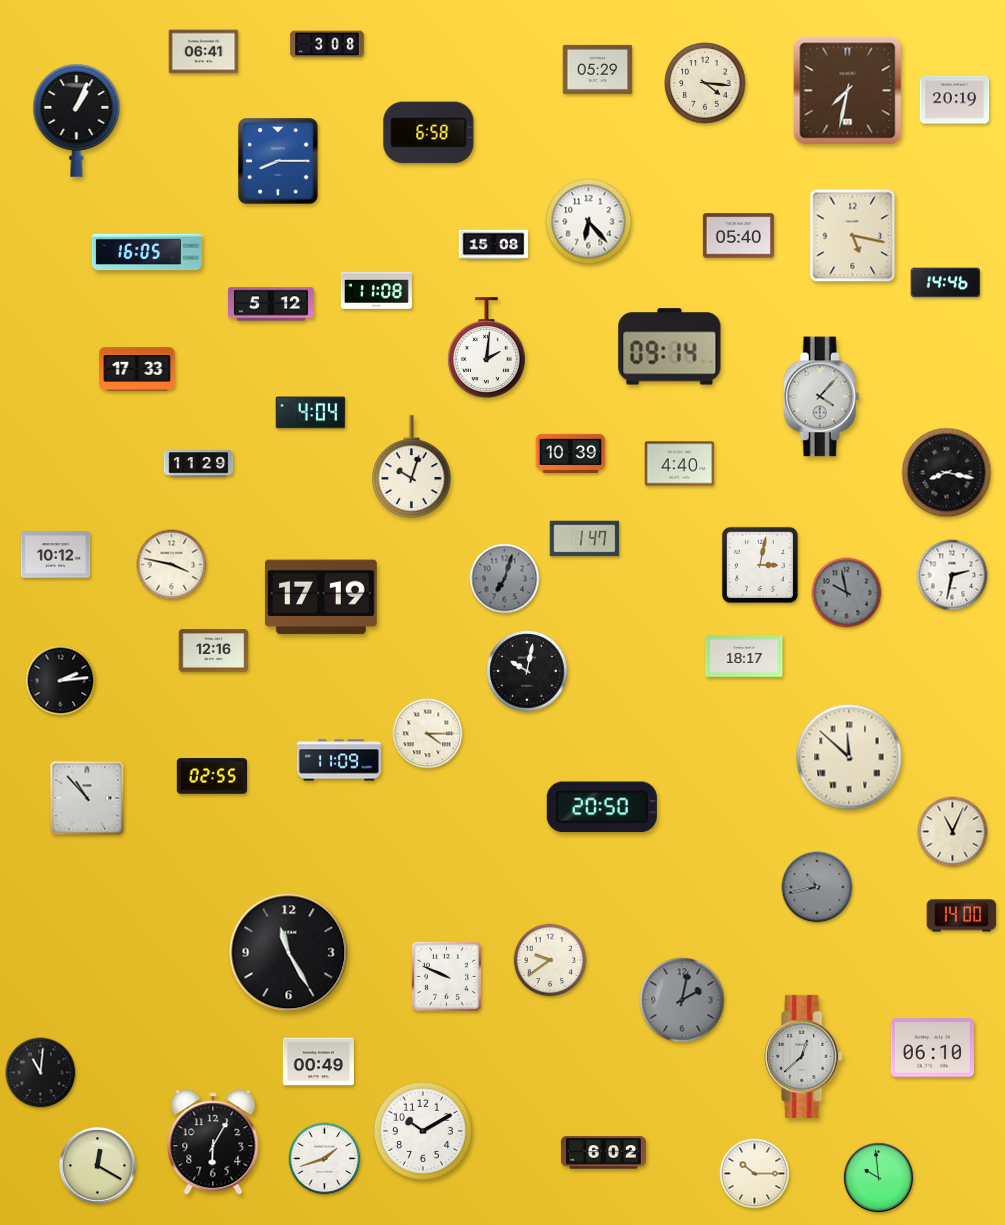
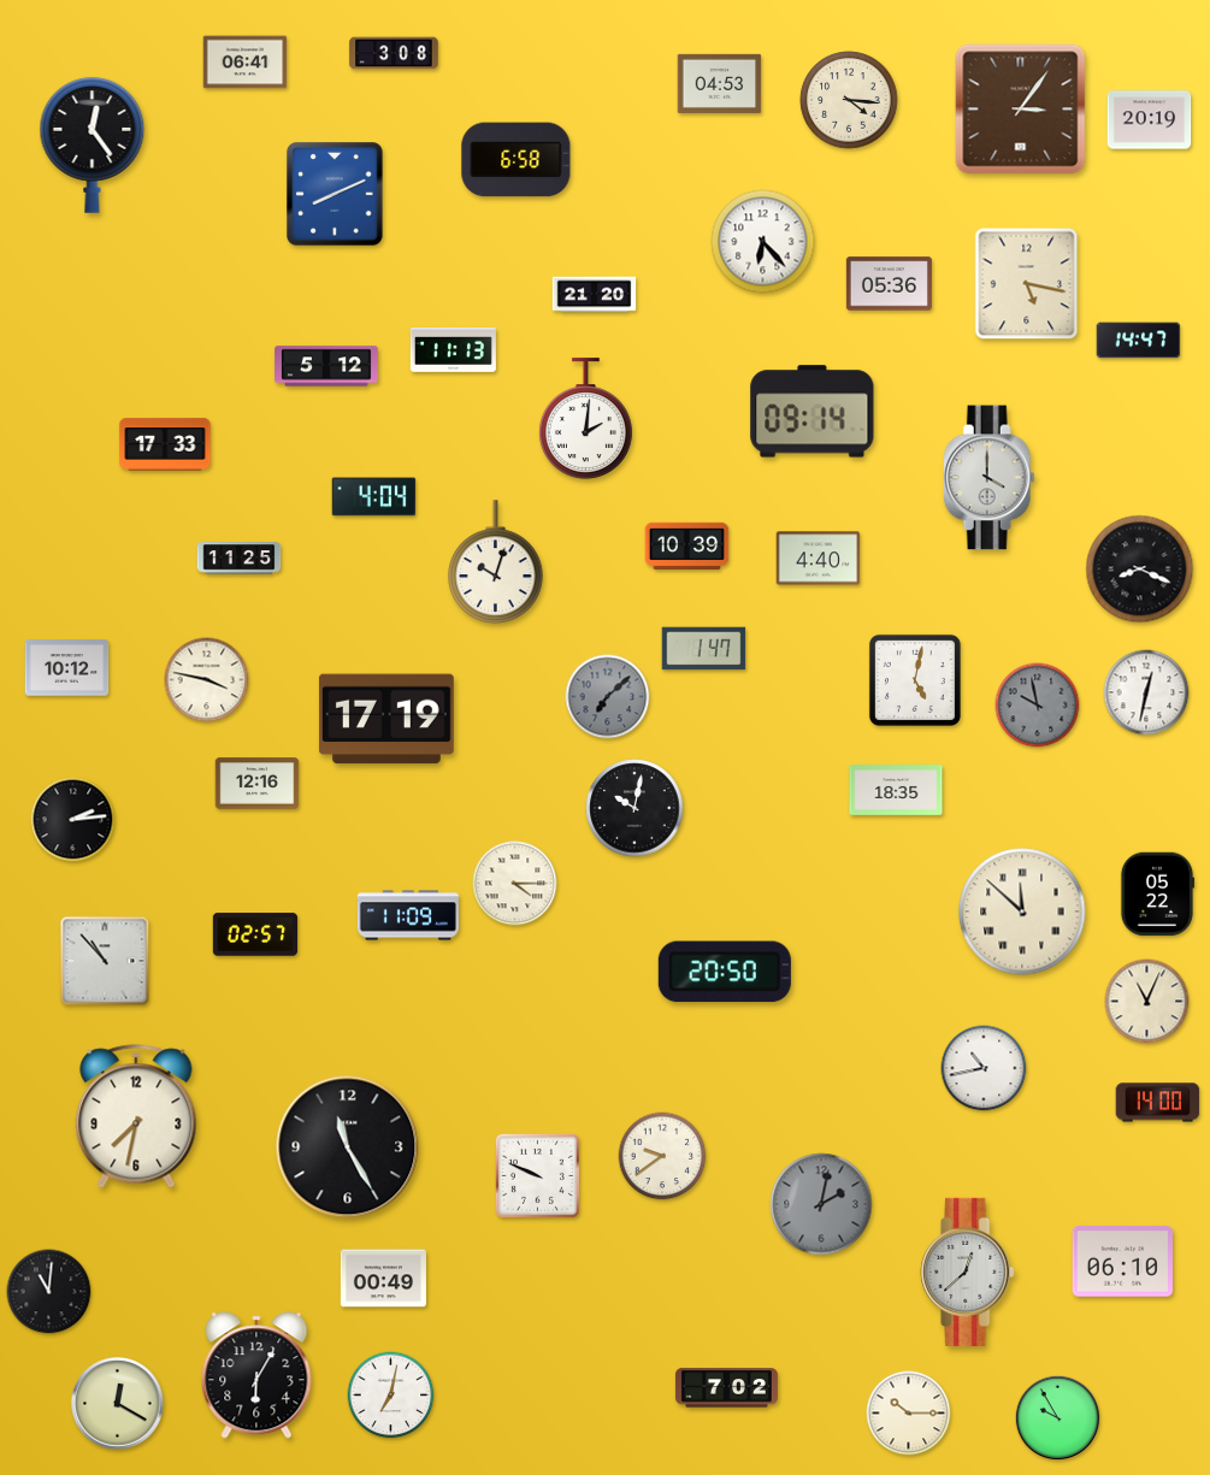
clock at (598, 69): 05:29 -> 04:53
clock at (848, 91): 7:32 -> 3:06
clock at (77, 121): 1:04 -> 12:24
clock at (278, 161): 8:15 -> 8:11
clock at (589, 222) position: (589, 222) -> (763, 242)
clock at (738, 236): 05:40 -> 05:36
clock at (494, 245): 15:08 -> 21:20
clock at (147, 252): 16:05 -> none
clock at (946, 283): 14:46 -> 14:47
clock at (376, 291): 11:08 -> 11:13
clock at (670, 347) position: (670, 347) -> (813, 412)
clock at (821, 397): 4:07 -> 4:00
clock at (199, 464): 11:29 -> 11:25
clock at (947, 473): 8:17 -> 8:19
clock at (760, 565): 3:02 -> 5:02
clock at (952, 575): 2:32 -> 12:32
clock at (505, 579): 7:03 -> 7:08
clock at (847, 593) position: (847, 593) -> (1038, 706)
clock at (744, 657): 18:17 -> 18:35
clock at (1157, 895): none -> 05:22
clock at (212, 776): 02:55 -> 02:57
clock at (817, 887) dial: grey -> white
clock at (136, 1116): none -> 7:32
clock at (423, 1131): 10:10 -> none
clock at (603, 1153): 6:02 -> 7:02
clock at (325, 1159): 1:42 -> 7:02
clock at (879, 1178): 9:59 -> 9:55
